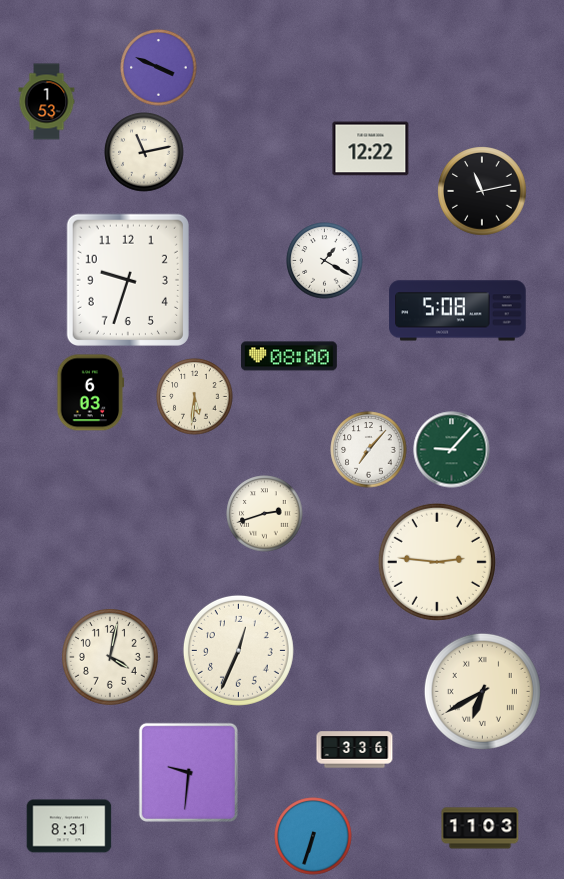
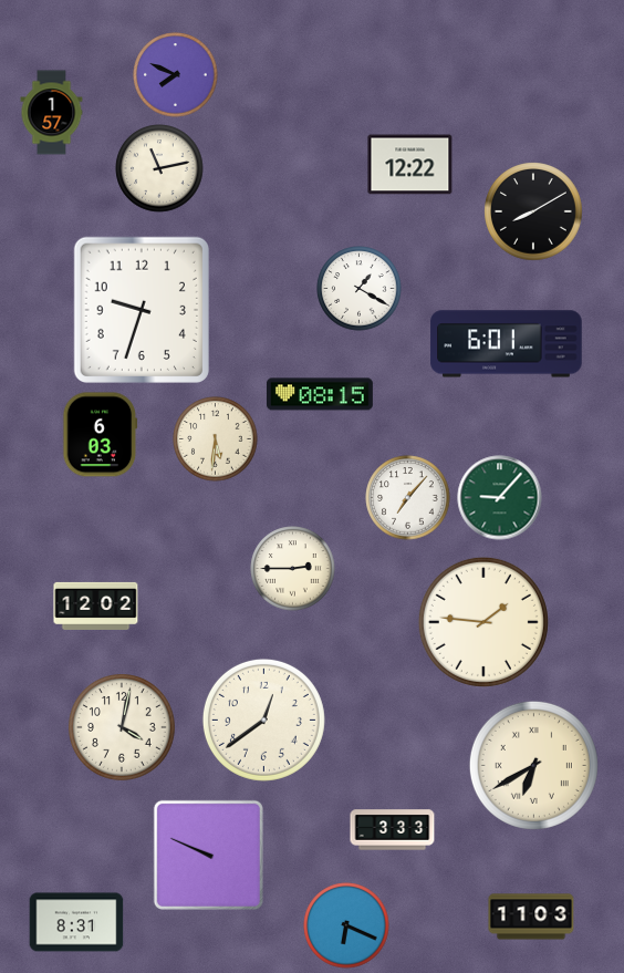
clock at (159, 68): 3:49 -> 7:49
clock at (47, 102): 1:53 -> 1:57
clock at (482, 191): 11:13 -> 8:10
clock at (458, 311): 5:08 -> 6:01
clock at (289, 356): 08:00 -> 08:15
clock at (265, 514): 2:42 -> 2:45
clock at (96, 605): none -> 12:02
clock at (437, 562): 2:46 -> 1:46
clock at (238, 650): 12:34 -> 12:39
clock at (355, 750): 3:36 -> 3:33
clock at (188, 772): 9:31 -> 9:49
clock at (69, 826) position: (69, 826) -> (76, 922)
clock at (313, 836): 6:33 -> 6:19
